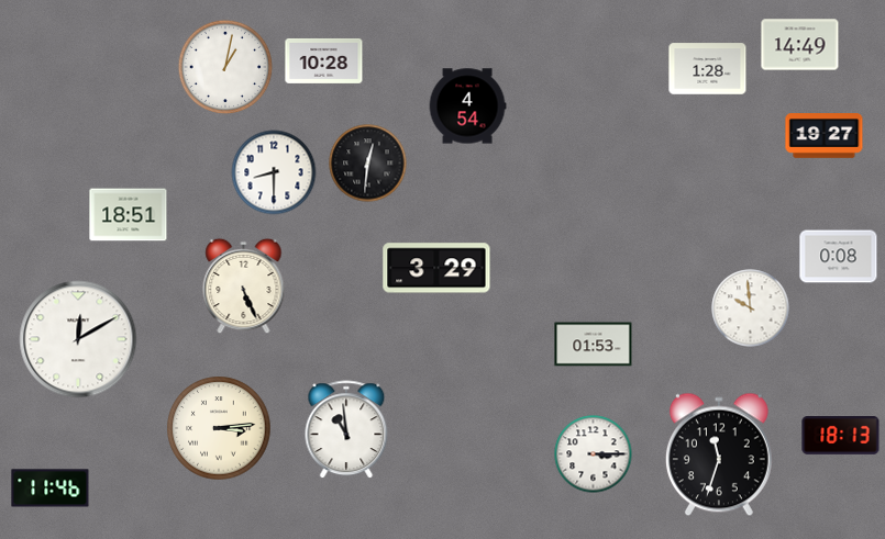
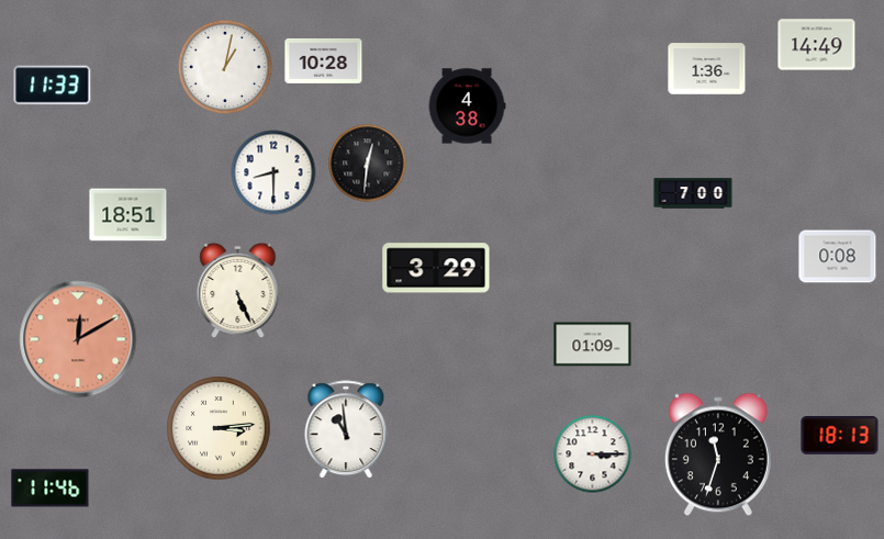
clock at (800, 45) position: (800, 45) -> (817, 45)
clock at (708, 69): 1:28 -> 1:36
clock at (53, 86): none -> 11:33
clock at (467, 106): 4:54 -> 4:38
clock at (825, 136): 19:27 -> none
clock at (693, 193): none -> 7:00
clock at (244, 287) position: (244, 287) -> (238, 291)
clock at (751, 308): 9:59 -> none
clock at (78, 339) dial: white -> salmon
clock at (594, 345): 01:53 -> 01:09
